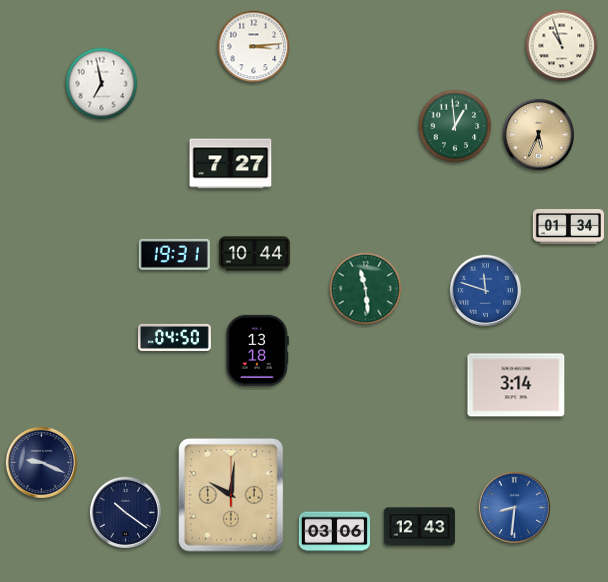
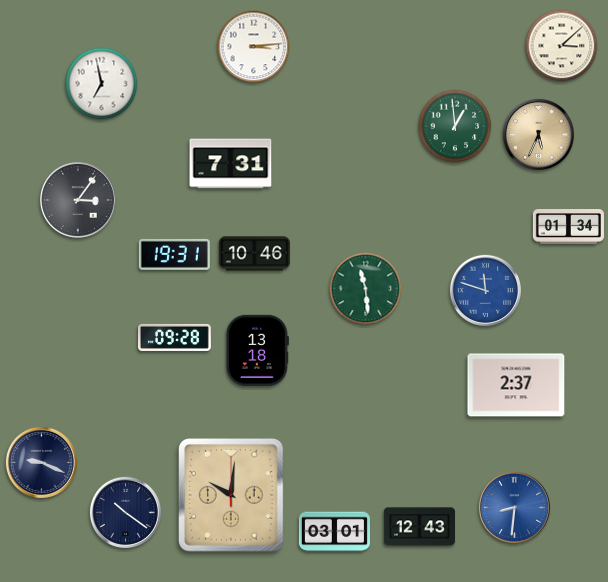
clock at (562, 46): 10:57 -> 3:08
clock at (231, 164): 7:27 -> 7:31
clock at (78, 200): none -> 3:06
clock at (254, 254): 10:44 -> 10:46
clock at (175, 337): 04:50 -> 09:28
clock at (516, 385): 3:14 -> 2:37
clock at (334, 532): 03:06 -> 03:01
